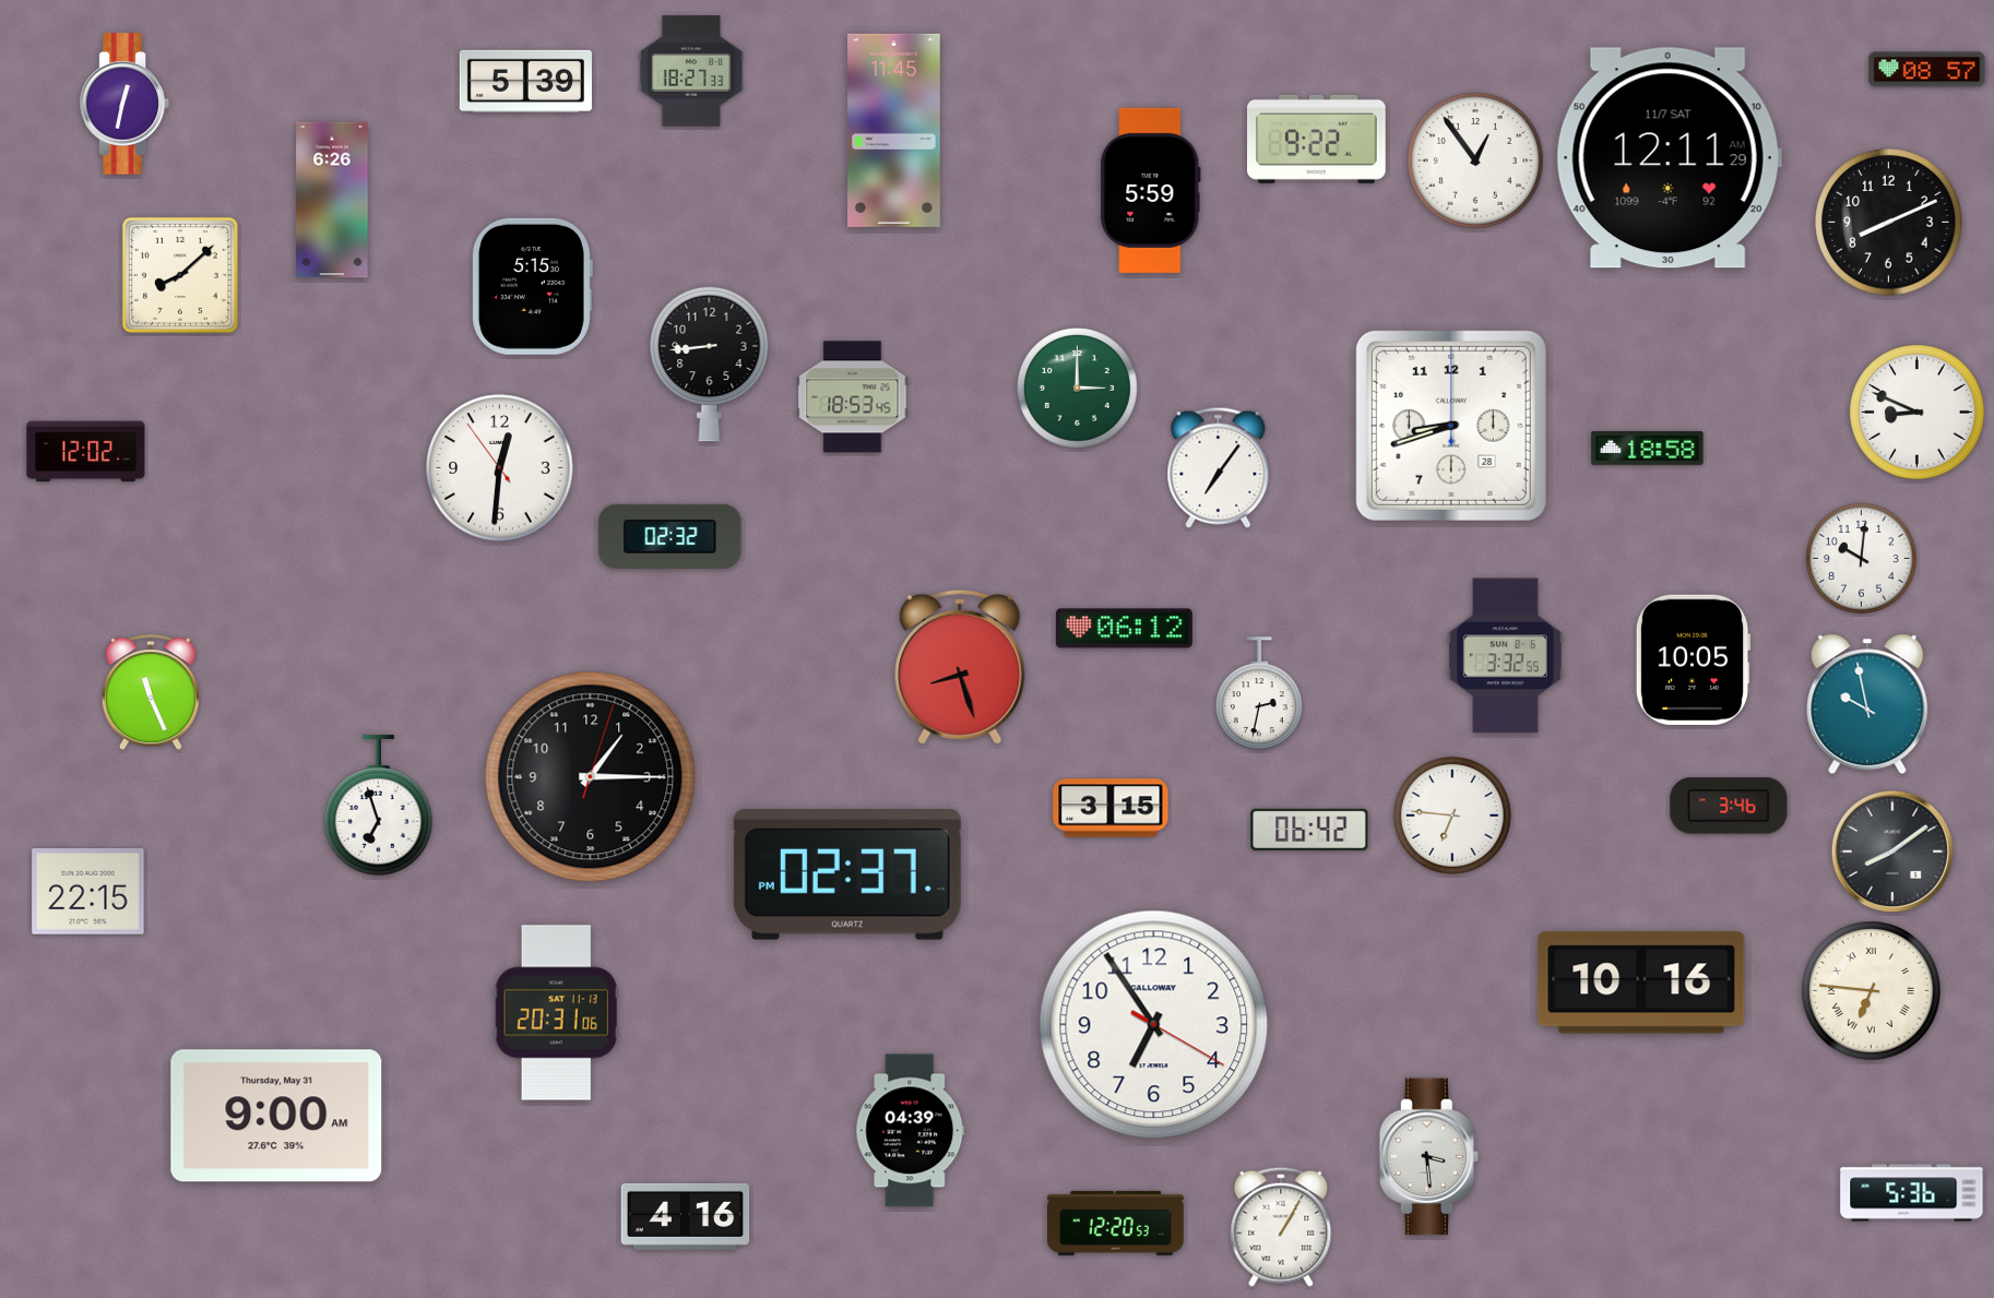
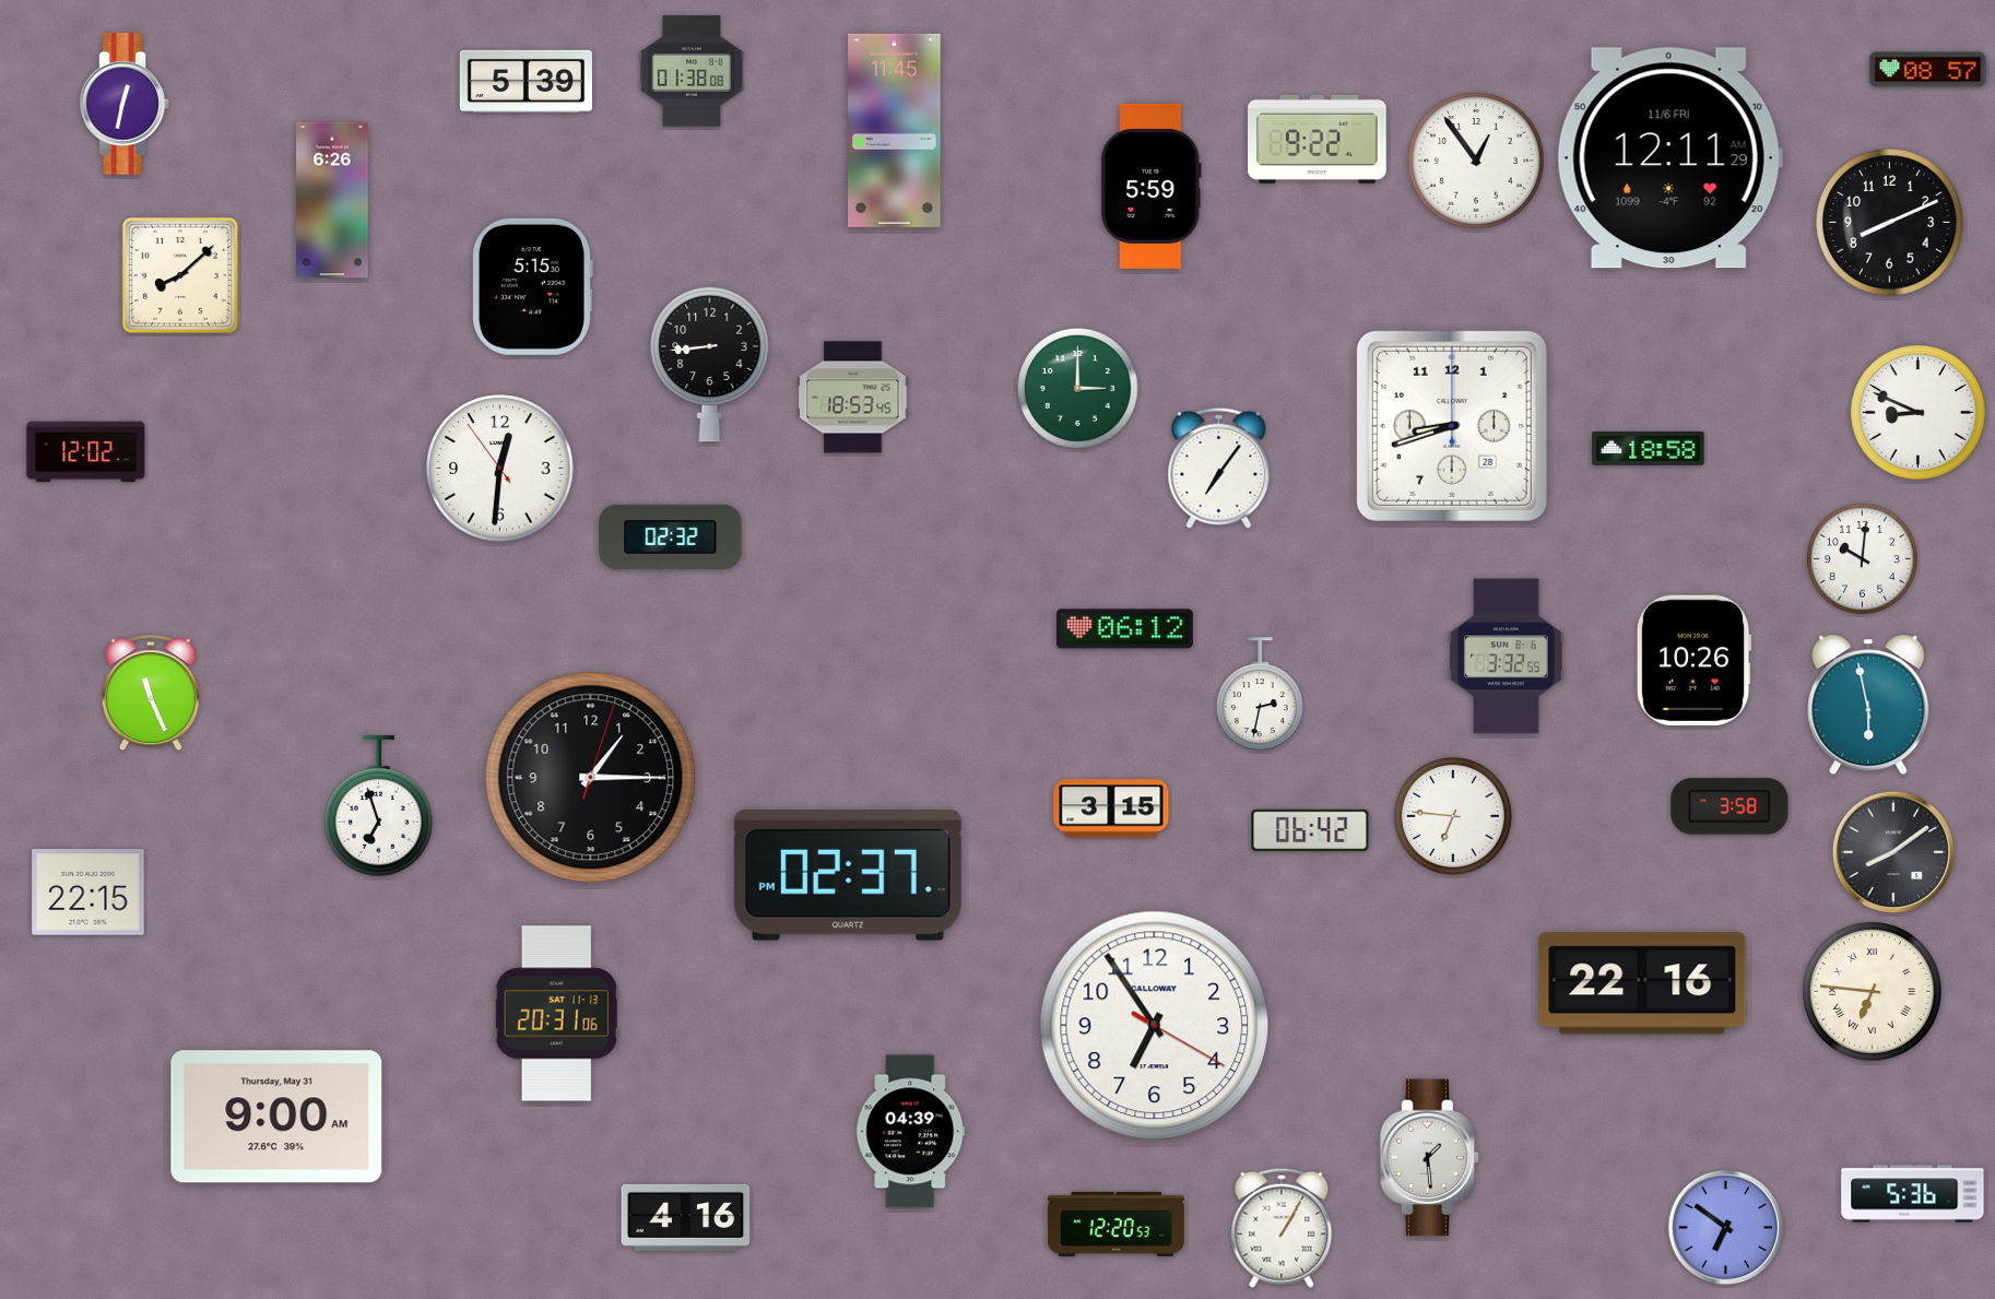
clock at (691, 71): 18:27 -> 01:38
clock at (1669, 158) date: 11/7 SAT -> 11/6 FRI
clock at (1151, 190) position: (1151, 190) -> (1152, 186)
clock at (1693, 659): 10:05 -> 10:26
clock at (960, 667): 8:27 -> none
clock at (1867, 704): 9:58 -> 5:58
clock at (1729, 806): 3:46 -> 3:58
clock at (1641, 983): 10:16 -> 22:16
clock at (1429, 1157): 3:29 -> 1:29
clock at (1725, 1227): none -> 6:51
